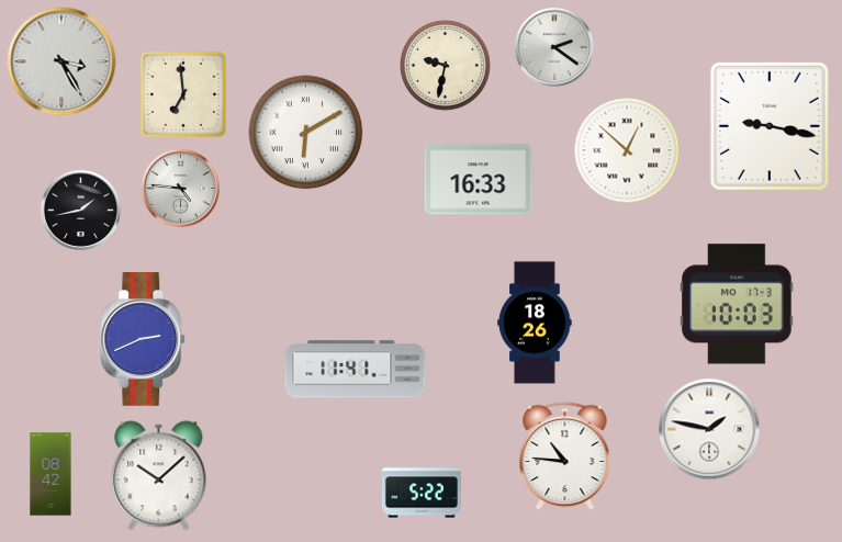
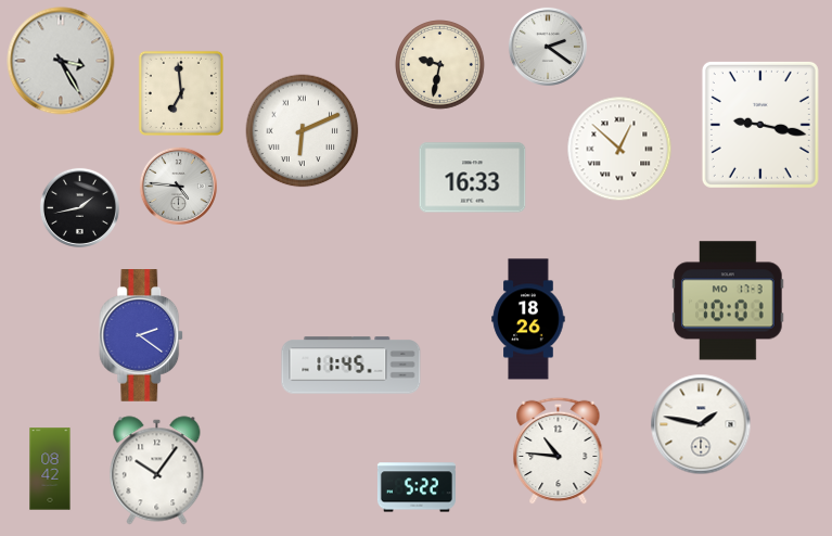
clock at (306, 133): 6:10 -> 6:11
clock at (737, 304): 10:03 -> 10:01
clock at (144, 339): 2:41 -> 2:21
clock at (356, 370): 11:41 -> 11:45
clock at (159, 476): 10:08 -> 10:06
